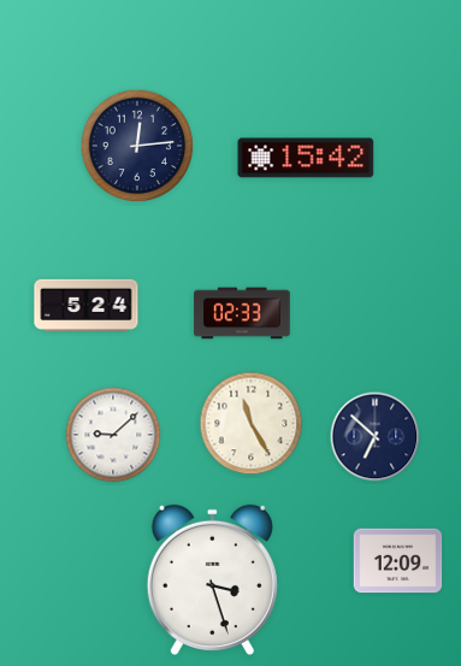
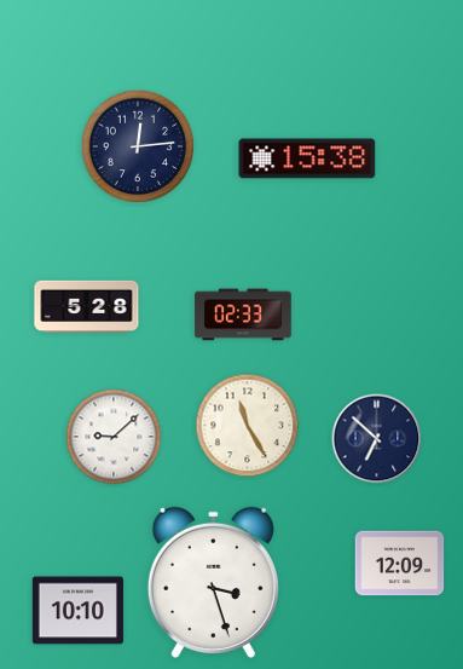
clock at (306, 158): 15:42 -> 15:38
clock at (87, 305): 5:24 -> 5:28
clock at (252, 424) position: (252, 424) -> (248, 426)
clock at (77, 611): none -> 10:10
